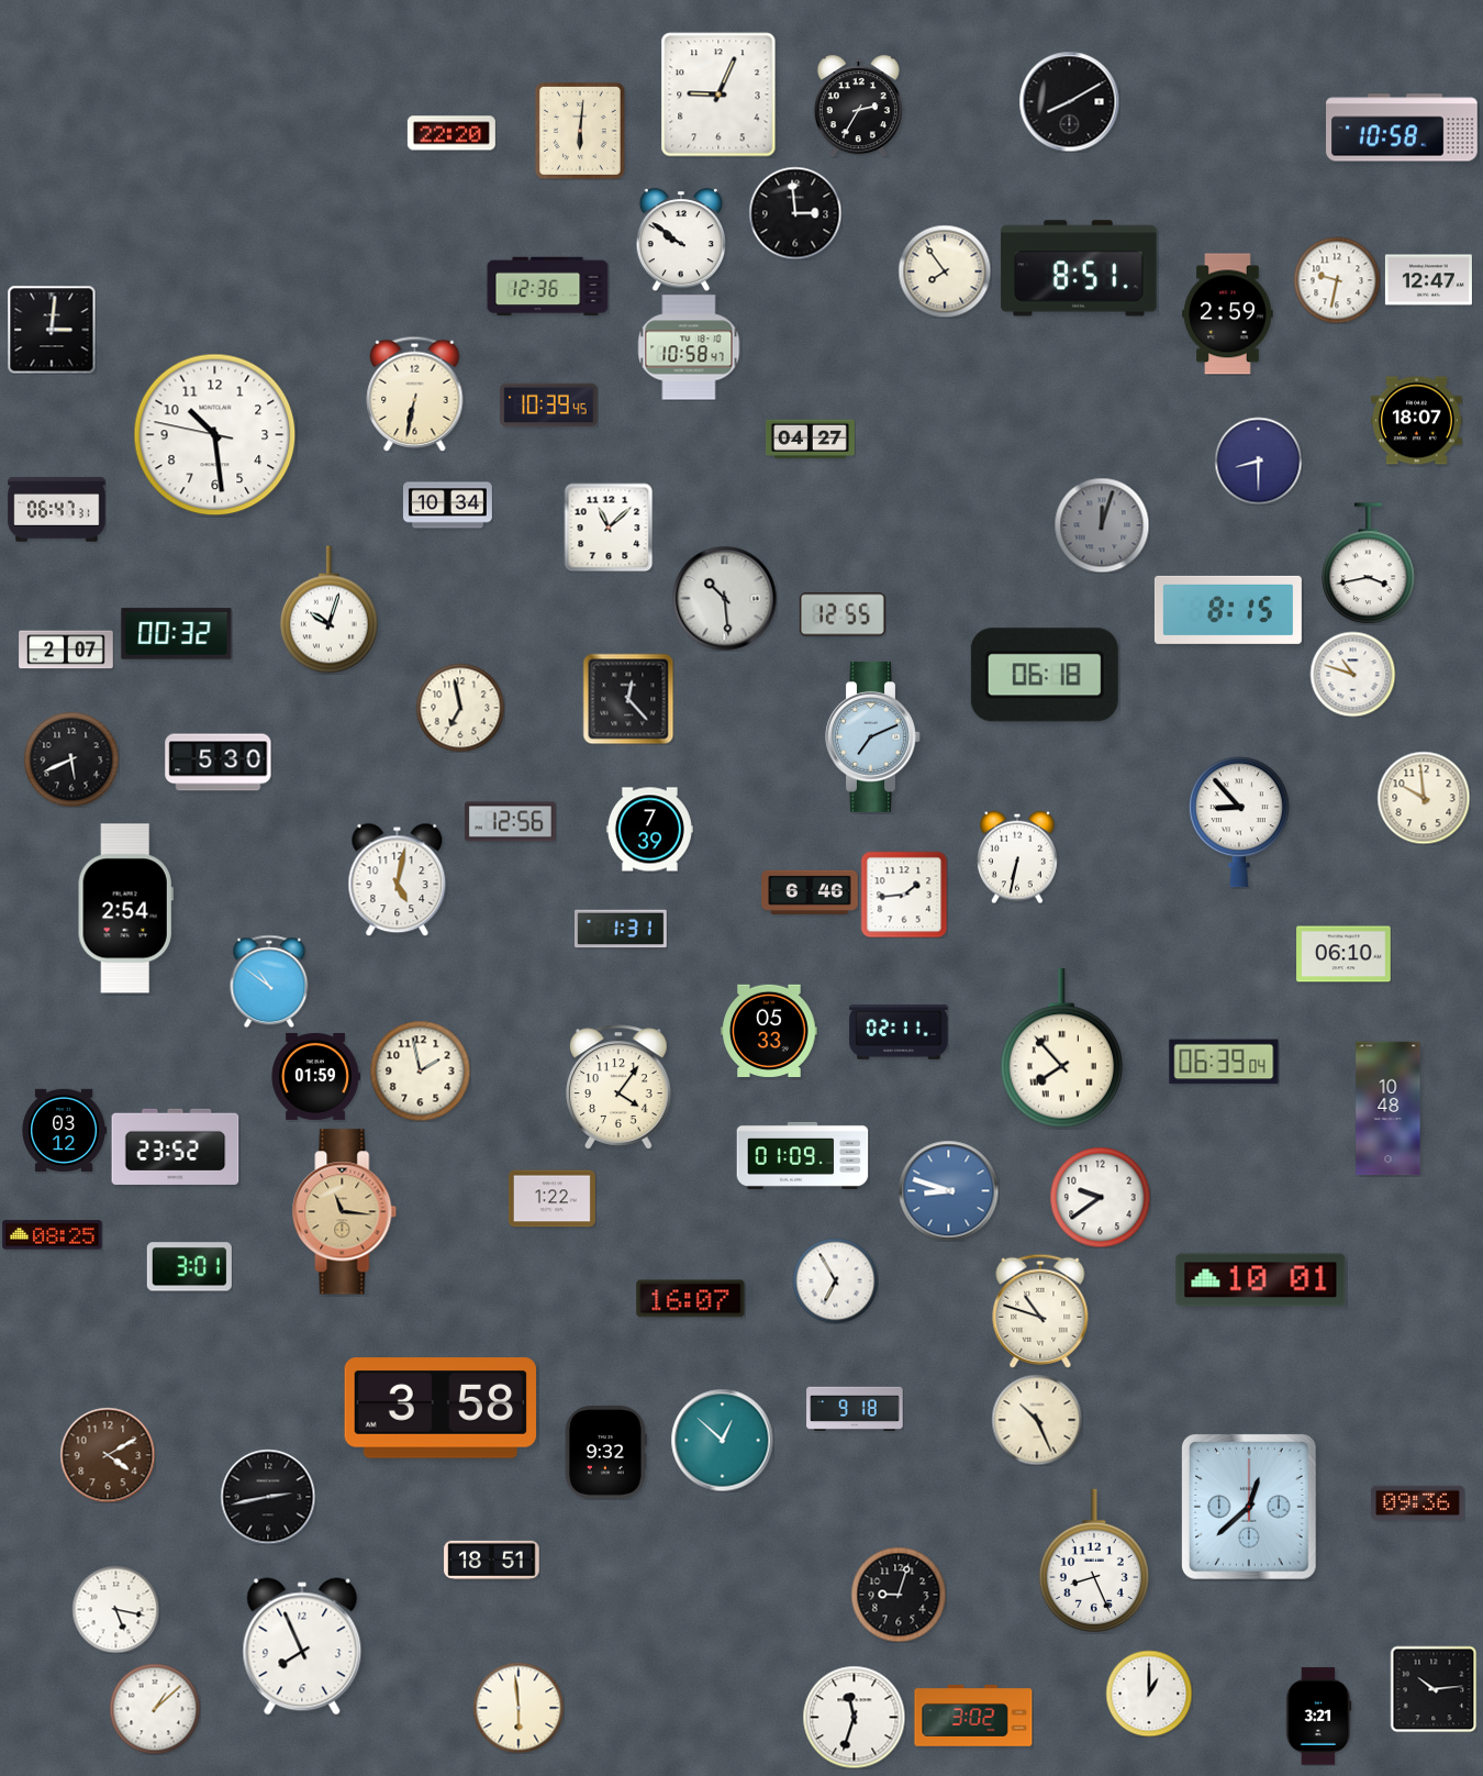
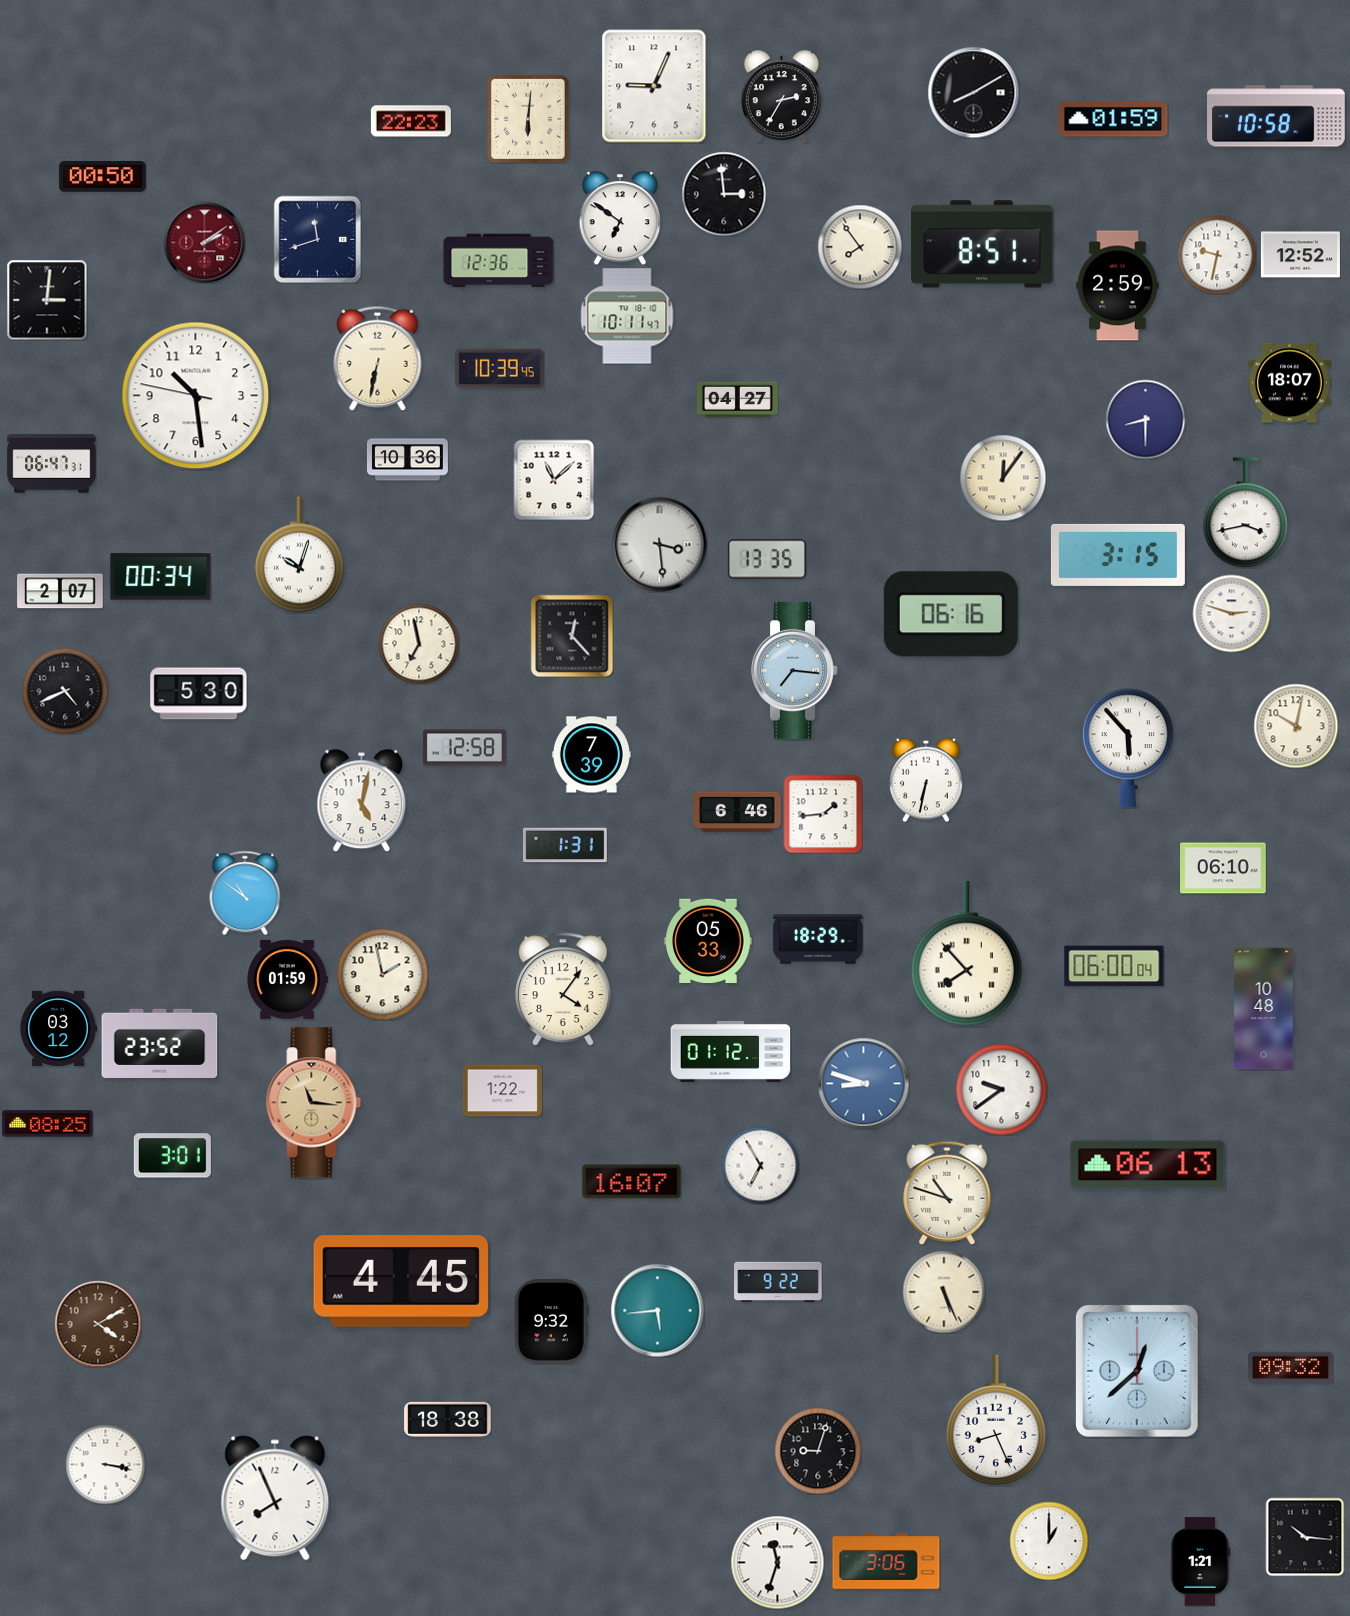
clock at (1113, 119): none -> 01:59
clock at (451, 133): 22:20 -> 22:23
clock at (103, 177): none -> 00:50
clock at (680, 240): 9:51 -> 6:51
clock at (317, 239): none -> 11:42
clock at (204, 242): none -> 2:09
clock at (1428, 280): 12:47 -> 12:52
clock at (689, 347): 10:58 -> 10:11
clock at (447, 506): 10:34 -> 10:36
clock at (1102, 525): 12:03 -> 12:06
clock at (1102, 525) dial: grey -> cream
clock at (724, 598): 10:29 -> 3:29
clock at (1228, 610): 8:15 -> 3:15
clock at (843, 614): 12:55 -> 13:35
clock at (177, 634): 00:32 -> 00:34
clock at (1352, 674): 10:48 -> 2:48
clock at (1045, 675): 06:18 -> 06:16
clock at (873, 736): 7:11 -> 7:16
clock at (71, 759): 5:41 -> 4:41
clock at (1424, 798): 9:59 -> 10:02
clock at (510, 822): 12:56 -> 12:58
clock at (1239, 822): 8:53 -> 5:53
clock at (125, 909): 2:54 -> none
clock at (769, 1030) position: (769, 1030) -> (708, 940)
clock at (899, 1033): 02:11 -> 18:29
clock at (1224, 1062): 06:39 -> 06:00
clock at (803, 1155): 01:09 -> 01:12
clock at (189, 1267) position: (189, 1267) -> (172, 1156)
clock at (1261, 1280): 10:01 -> 06:13
clock at (691, 1299) position: (691, 1299) -> (632, 1182)
clock at (439, 1408): 3:58 -> 4:45
clock at (855, 1408): 9:18 -> 9:22
clock at (1037, 1420): 10:26 -> 5:26
clock at (722, 1440): 12:52 -> 5:44
clock at (268, 1497): 2:43 -> none
clock at (1418, 1503): 09:36 -> 09:32
clock at (492, 1559): 18:51 -> 18:38
clock at (115, 1609): 5:17 -> 3:17
clock at (1434, 1689): 10:14 -> 10:16
clock at (1149, 1694) position: (1149, 1694) -> (1049, 1541)
clock at (519, 1708): 5:59 -> none
clock at (155, 1709): 1:08 -> none
clock at (973, 1717): 3:02 -> 3:06
clock at (1318, 1717): 3:21 -> 1:21
